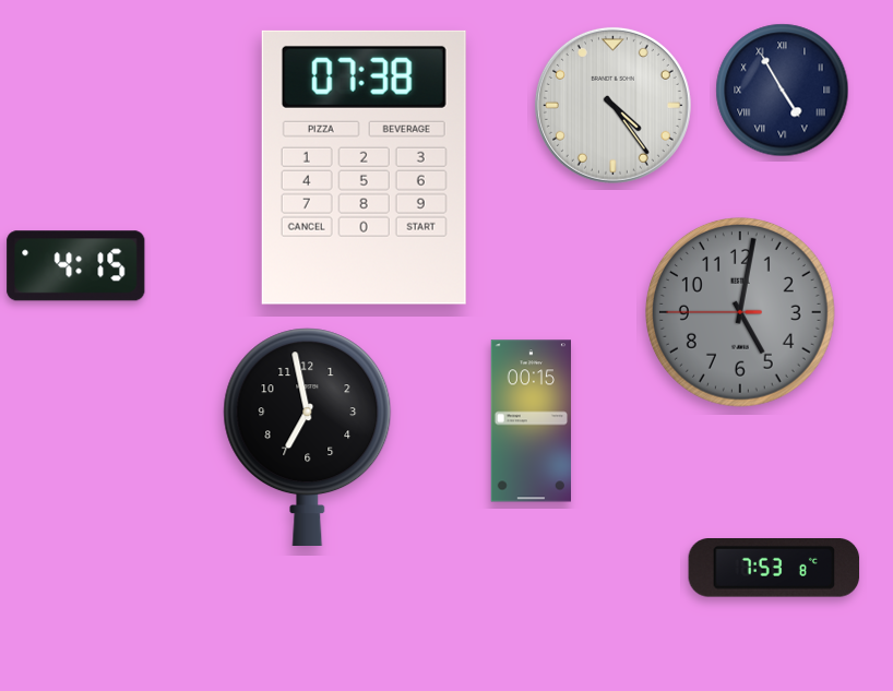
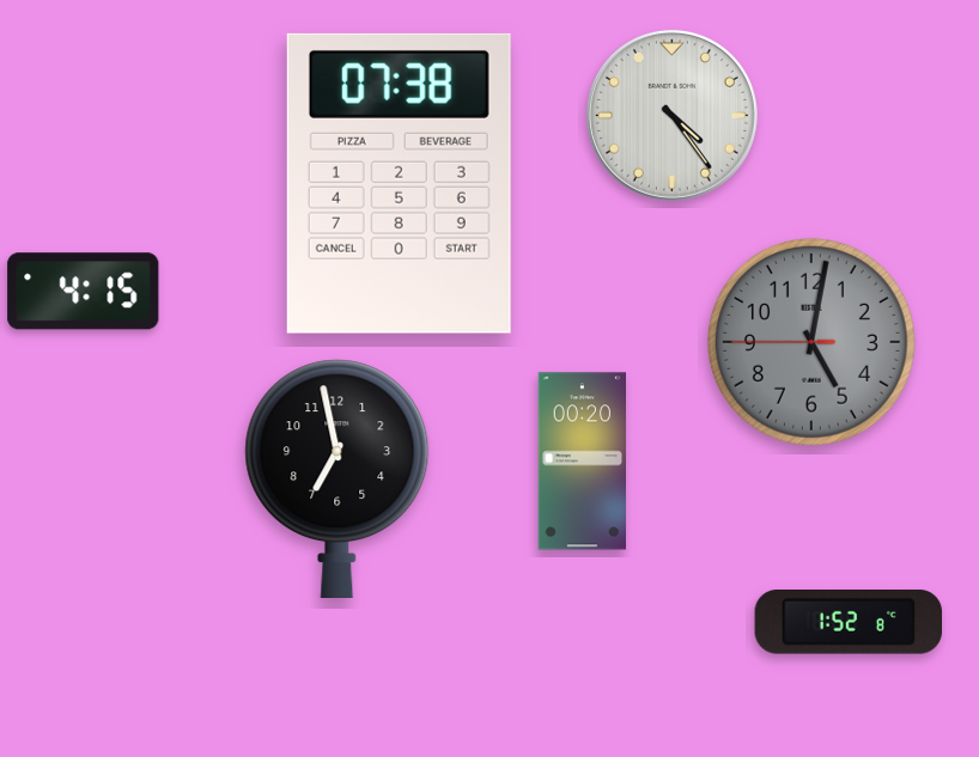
clock at (783, 91): 4:55 -> none
clock at (531, 421): 00:15 -> 00:20
clock at (774, 569): 7:53 -> 1:52
